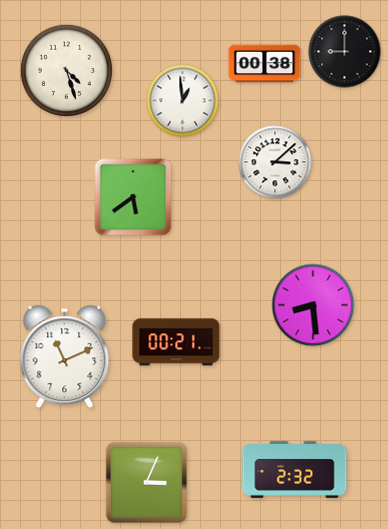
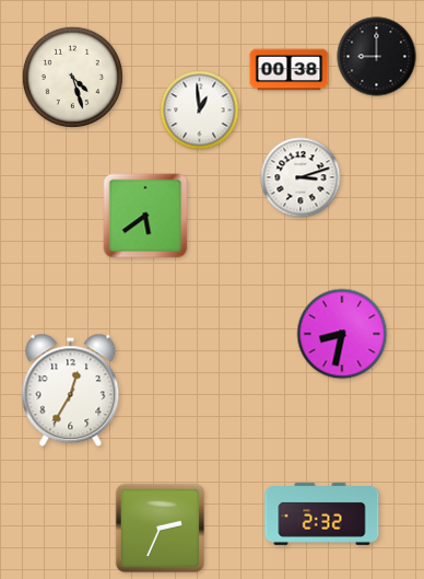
clock at (275, 162): 3:08 -> 3:12
clock at (313, 305): 8:29 -> 8:32
clock at (176, 342): 00:21 -> none
clock at (65, 357): 11:11 -> 12:35
clock at (146, 482): 3:04 -> 2:34
